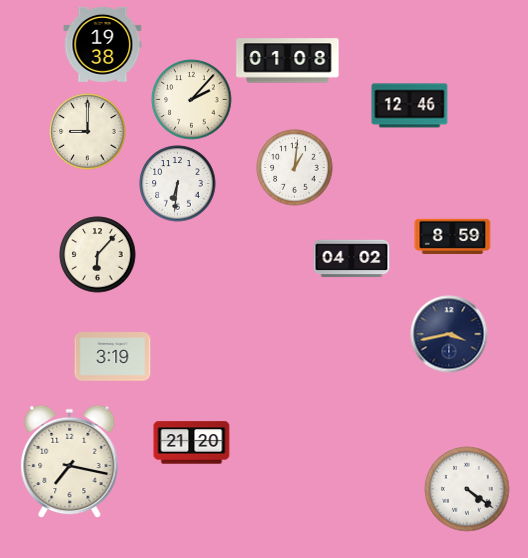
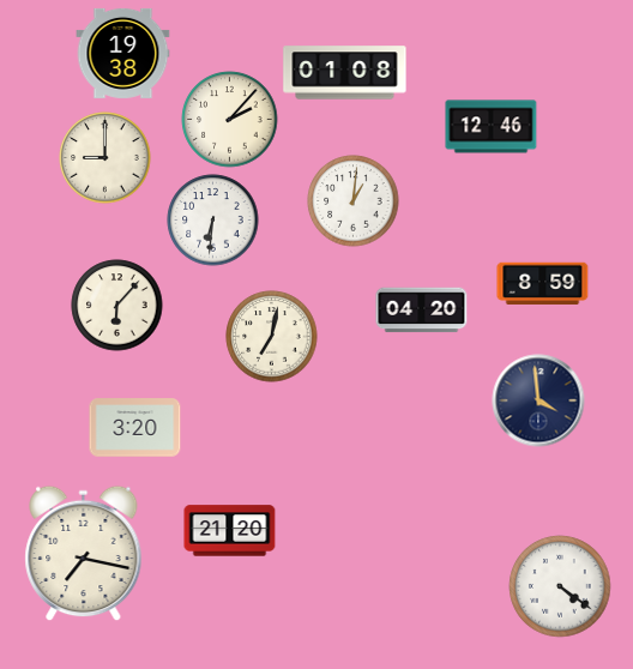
clock at (352, 259): 04:02 -> 04:20
clock at (272, 337): none -> 7:02
clock at (449, 334): 3:43 -> 3:59
clock at (113, 357): 3:19 -> 3:20
